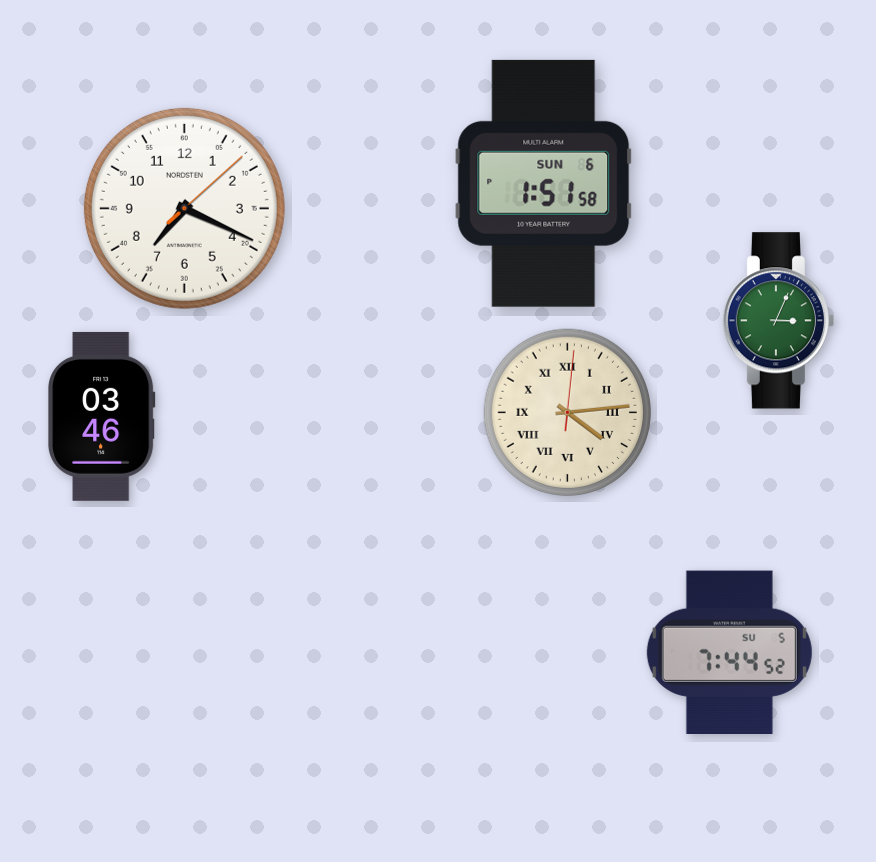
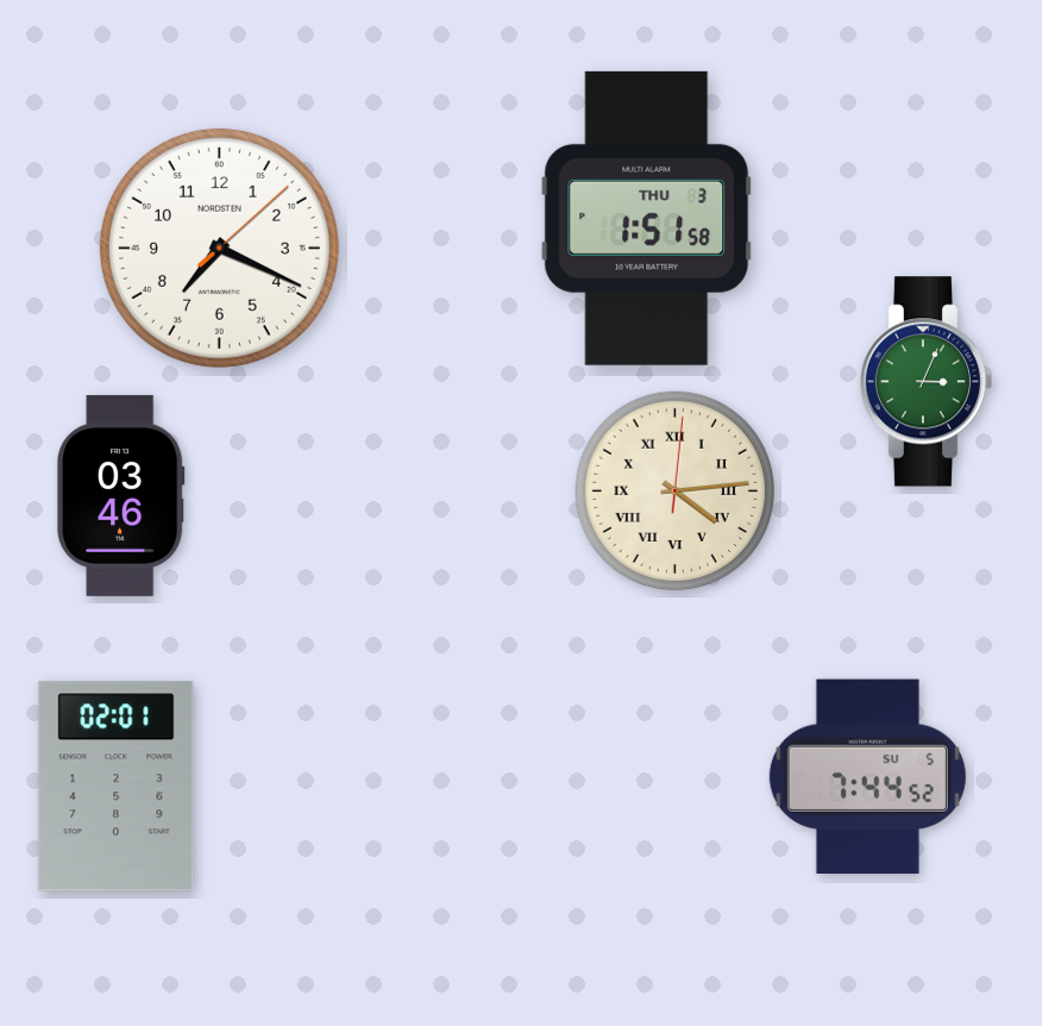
clock at (544, 183) date: SUN 6 -> THU 3
clock at (117, 787): none -> 02:01
